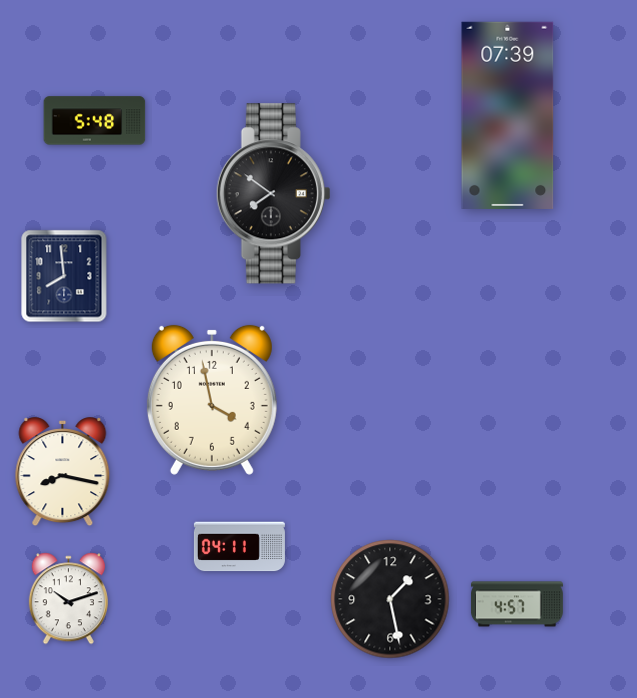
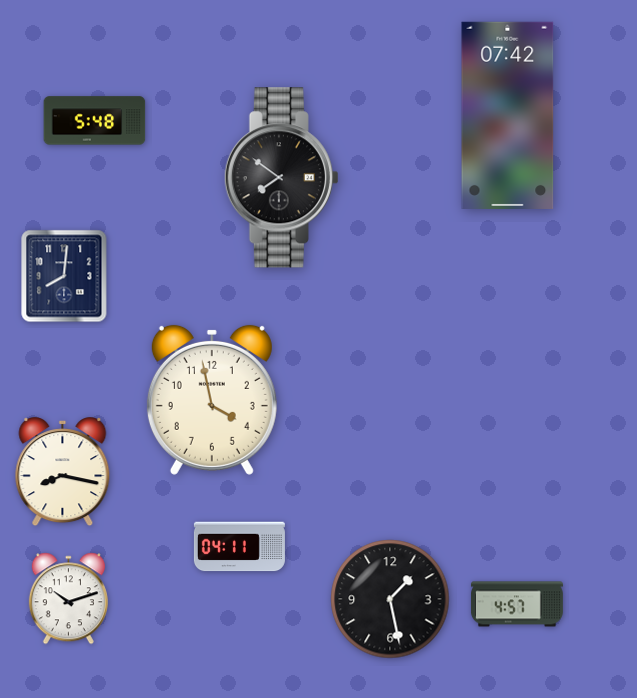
clock at (508, 115): 07:39 -> 07:42
clock at (273, 194) position: (273, 194) -> (281, 178)
clock at (64, 276): 7:59 -> 8:01
